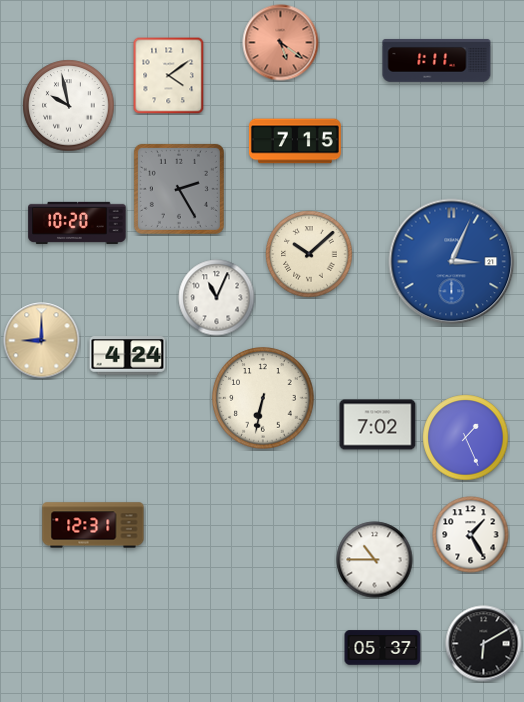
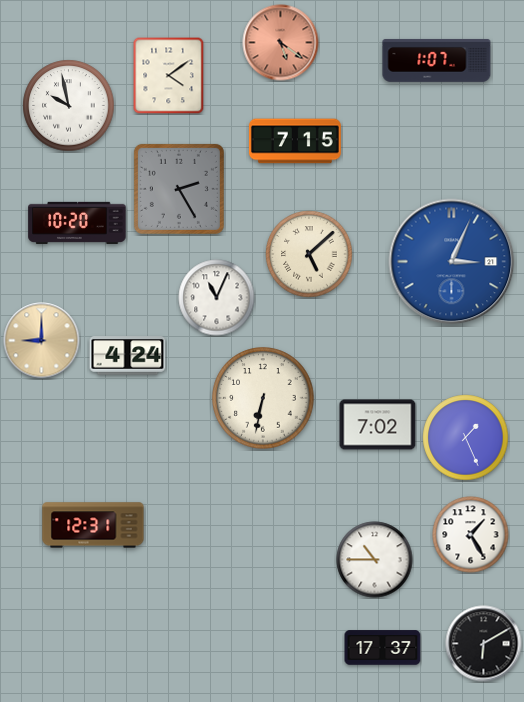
clock at (437, 60): 1:11 -> 1:07
clock at (309, 254): 10:08 -> 5:08
clock at (383, 648): 05:37 -> 17:37
